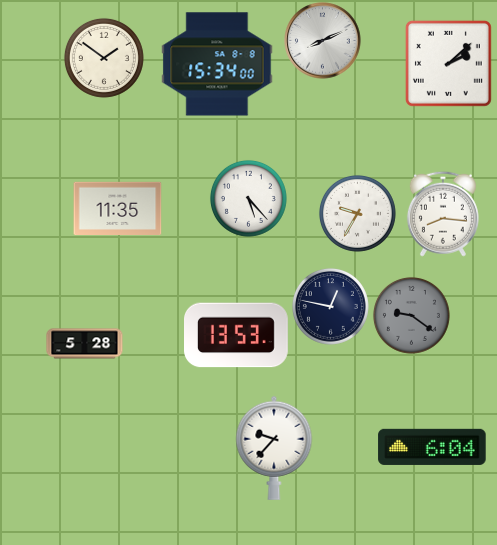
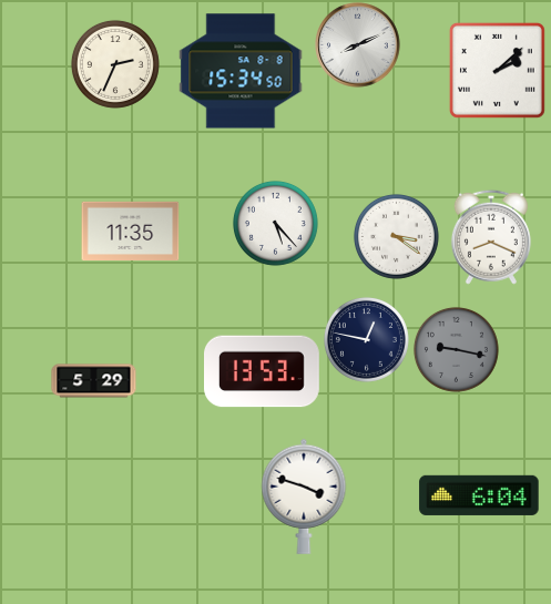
clock at (104, 58): 1:51 -> 2:34
clock at (217, 64): 15:34:00 -> 15:34:50
clock at (248, 198) position: (248, 198) -> (275, 223)
clock at (357, 213): 9:35 -> 3:21
clock at (443, 214): 8:16 -> 8:19
clock at (411, 315): 9:21 -> 9:17
clock at (85, 344): 5:28 -> 5:29
clock at (274, 448): 9:37 -> 3:48
